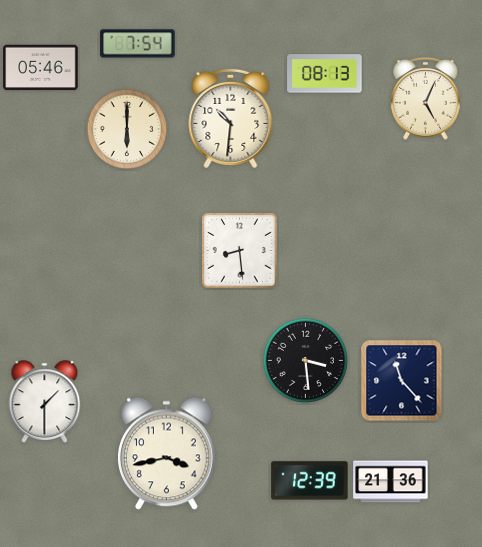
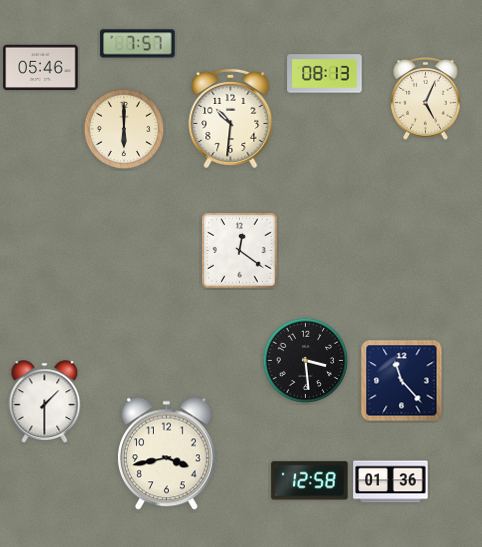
clock at (138, 44): 7:54 -> 7:57
clock at (127, 129) position: (127, 129) -> (124, 129)
clock at (240, 251): 8:29 -> 12:21
clock at (310, 481): 12:39 -> 12:58
clock at (391, 482): 21:36 -> 01:36
